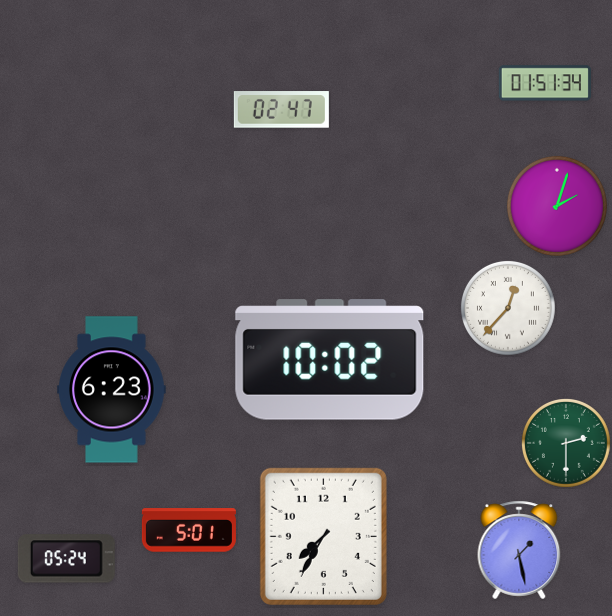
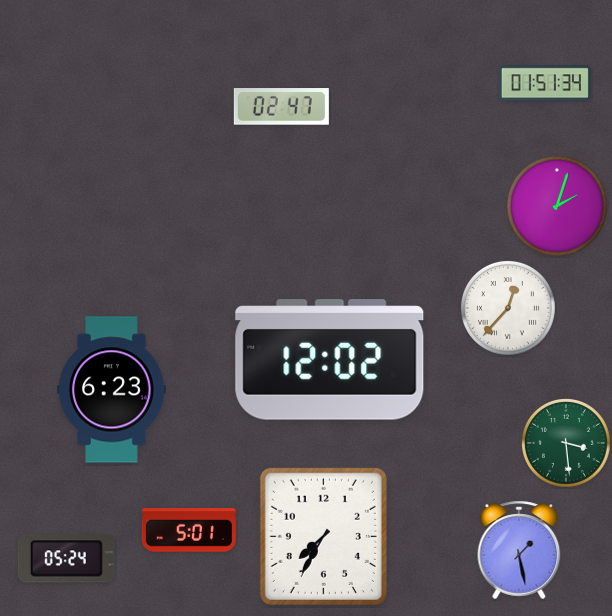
clock at (281, 110) position: (281, 110) -> (281, 107)
clock at (330, 360): 10:02 -> 12:02
clock at (567, 444): 2:30 -> 3:29
